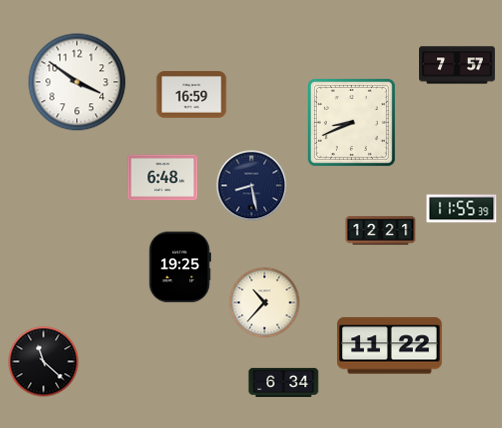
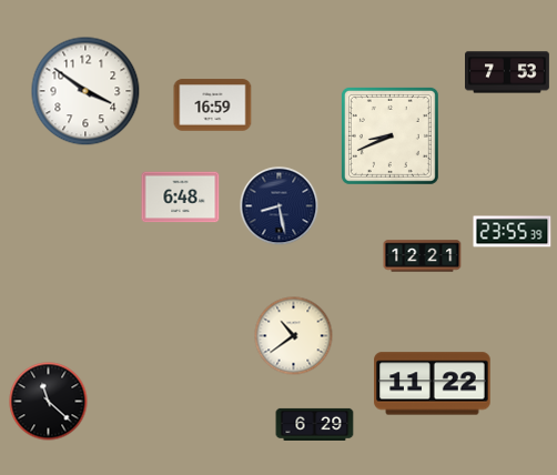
clock at (458, 65): 7:57 -> 7:53
clock at (462, 209): 11:55 -> 23:55
clock at (180, 267): 19:25 -> none
clock at (265, 303): 10:37 -> 10:39
clock at (284, 382): 6:34 -> 6:29
